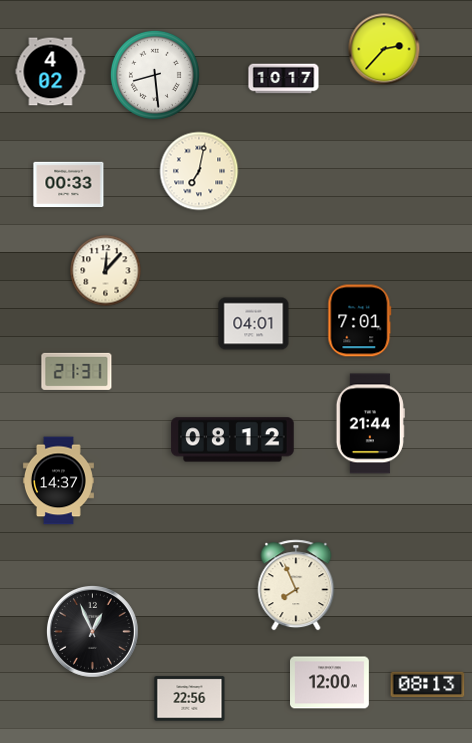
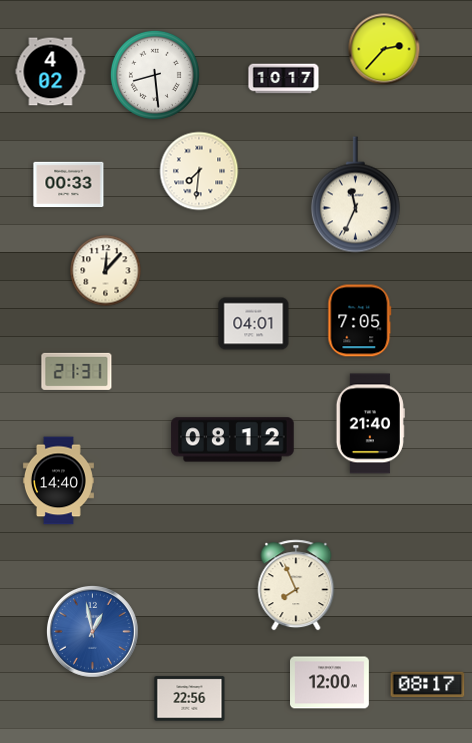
clock at (199, 171): 7:02 -> 7:31
clock at (355, 195): none -> 11:34
clock at (360, 321): 7:01 -> 7:05
clock at (370, 424): 21:44 -> 21:40
clock at (58, 481): 14:37 -> 14:40
clock at (92, 631): 12:56 -> 12:58
clock at (92, 631) dial: black -> blue
clock at (428, 685): 08:13 -> 08:17
